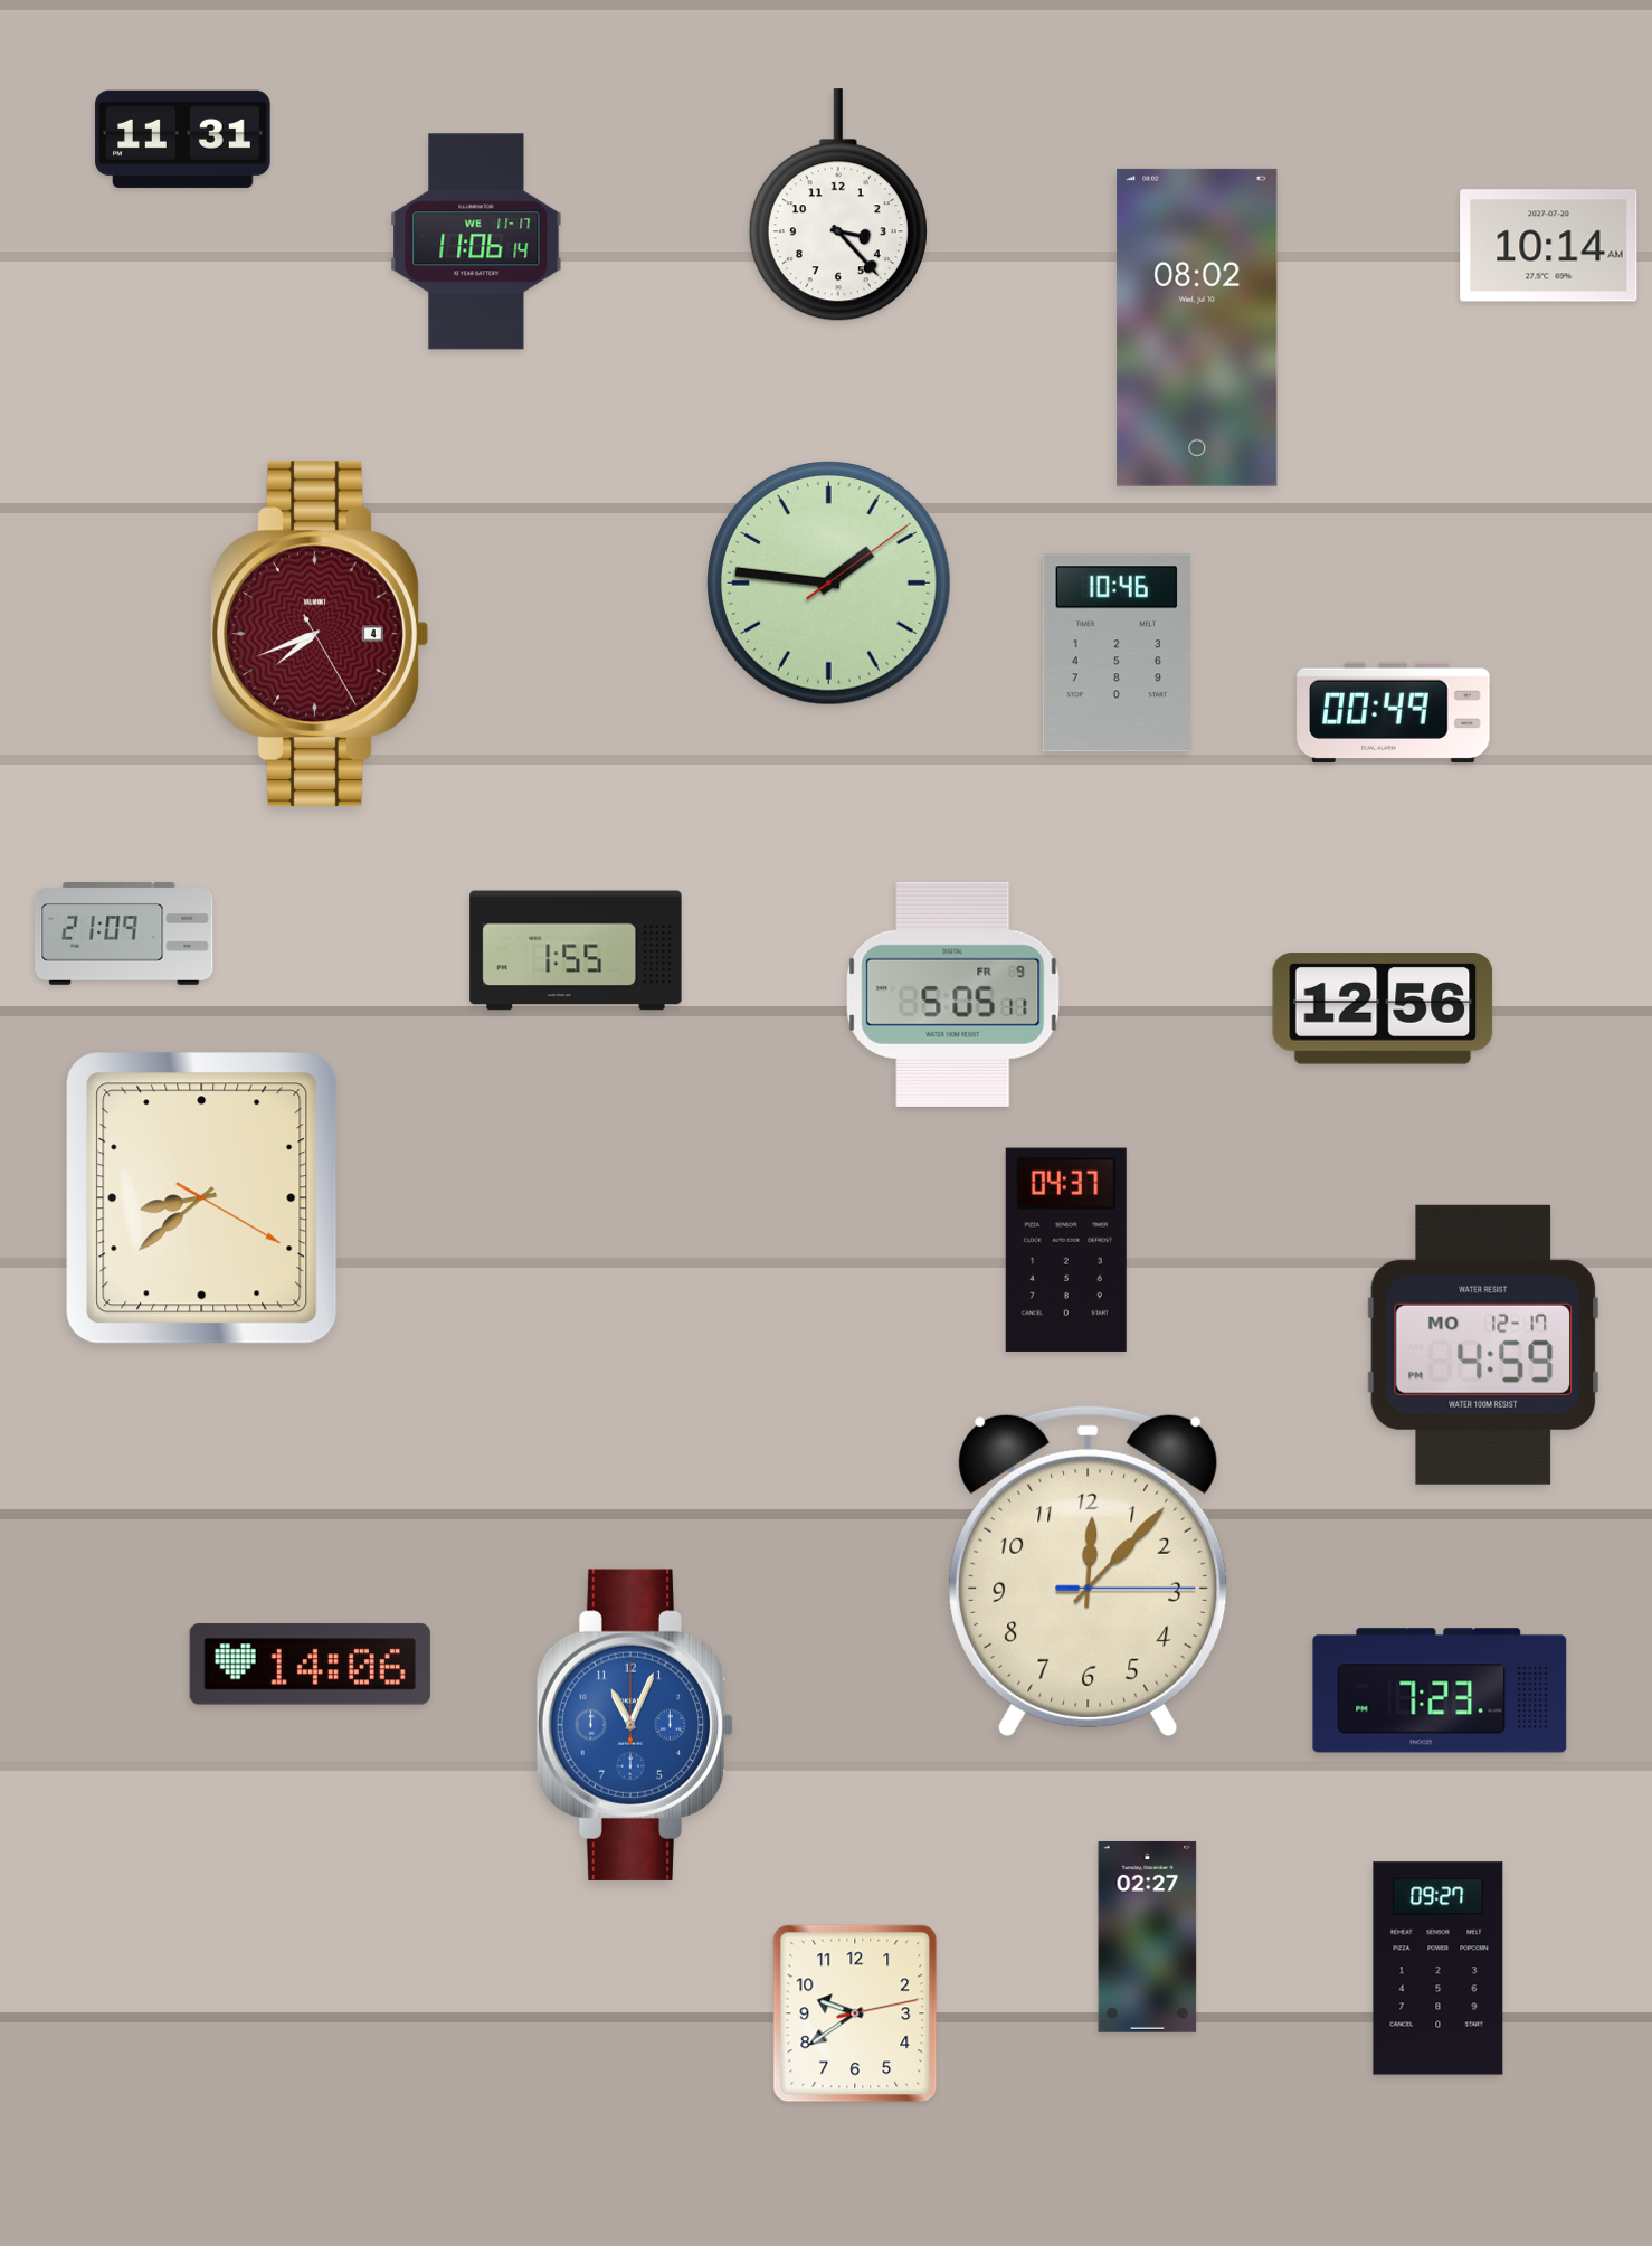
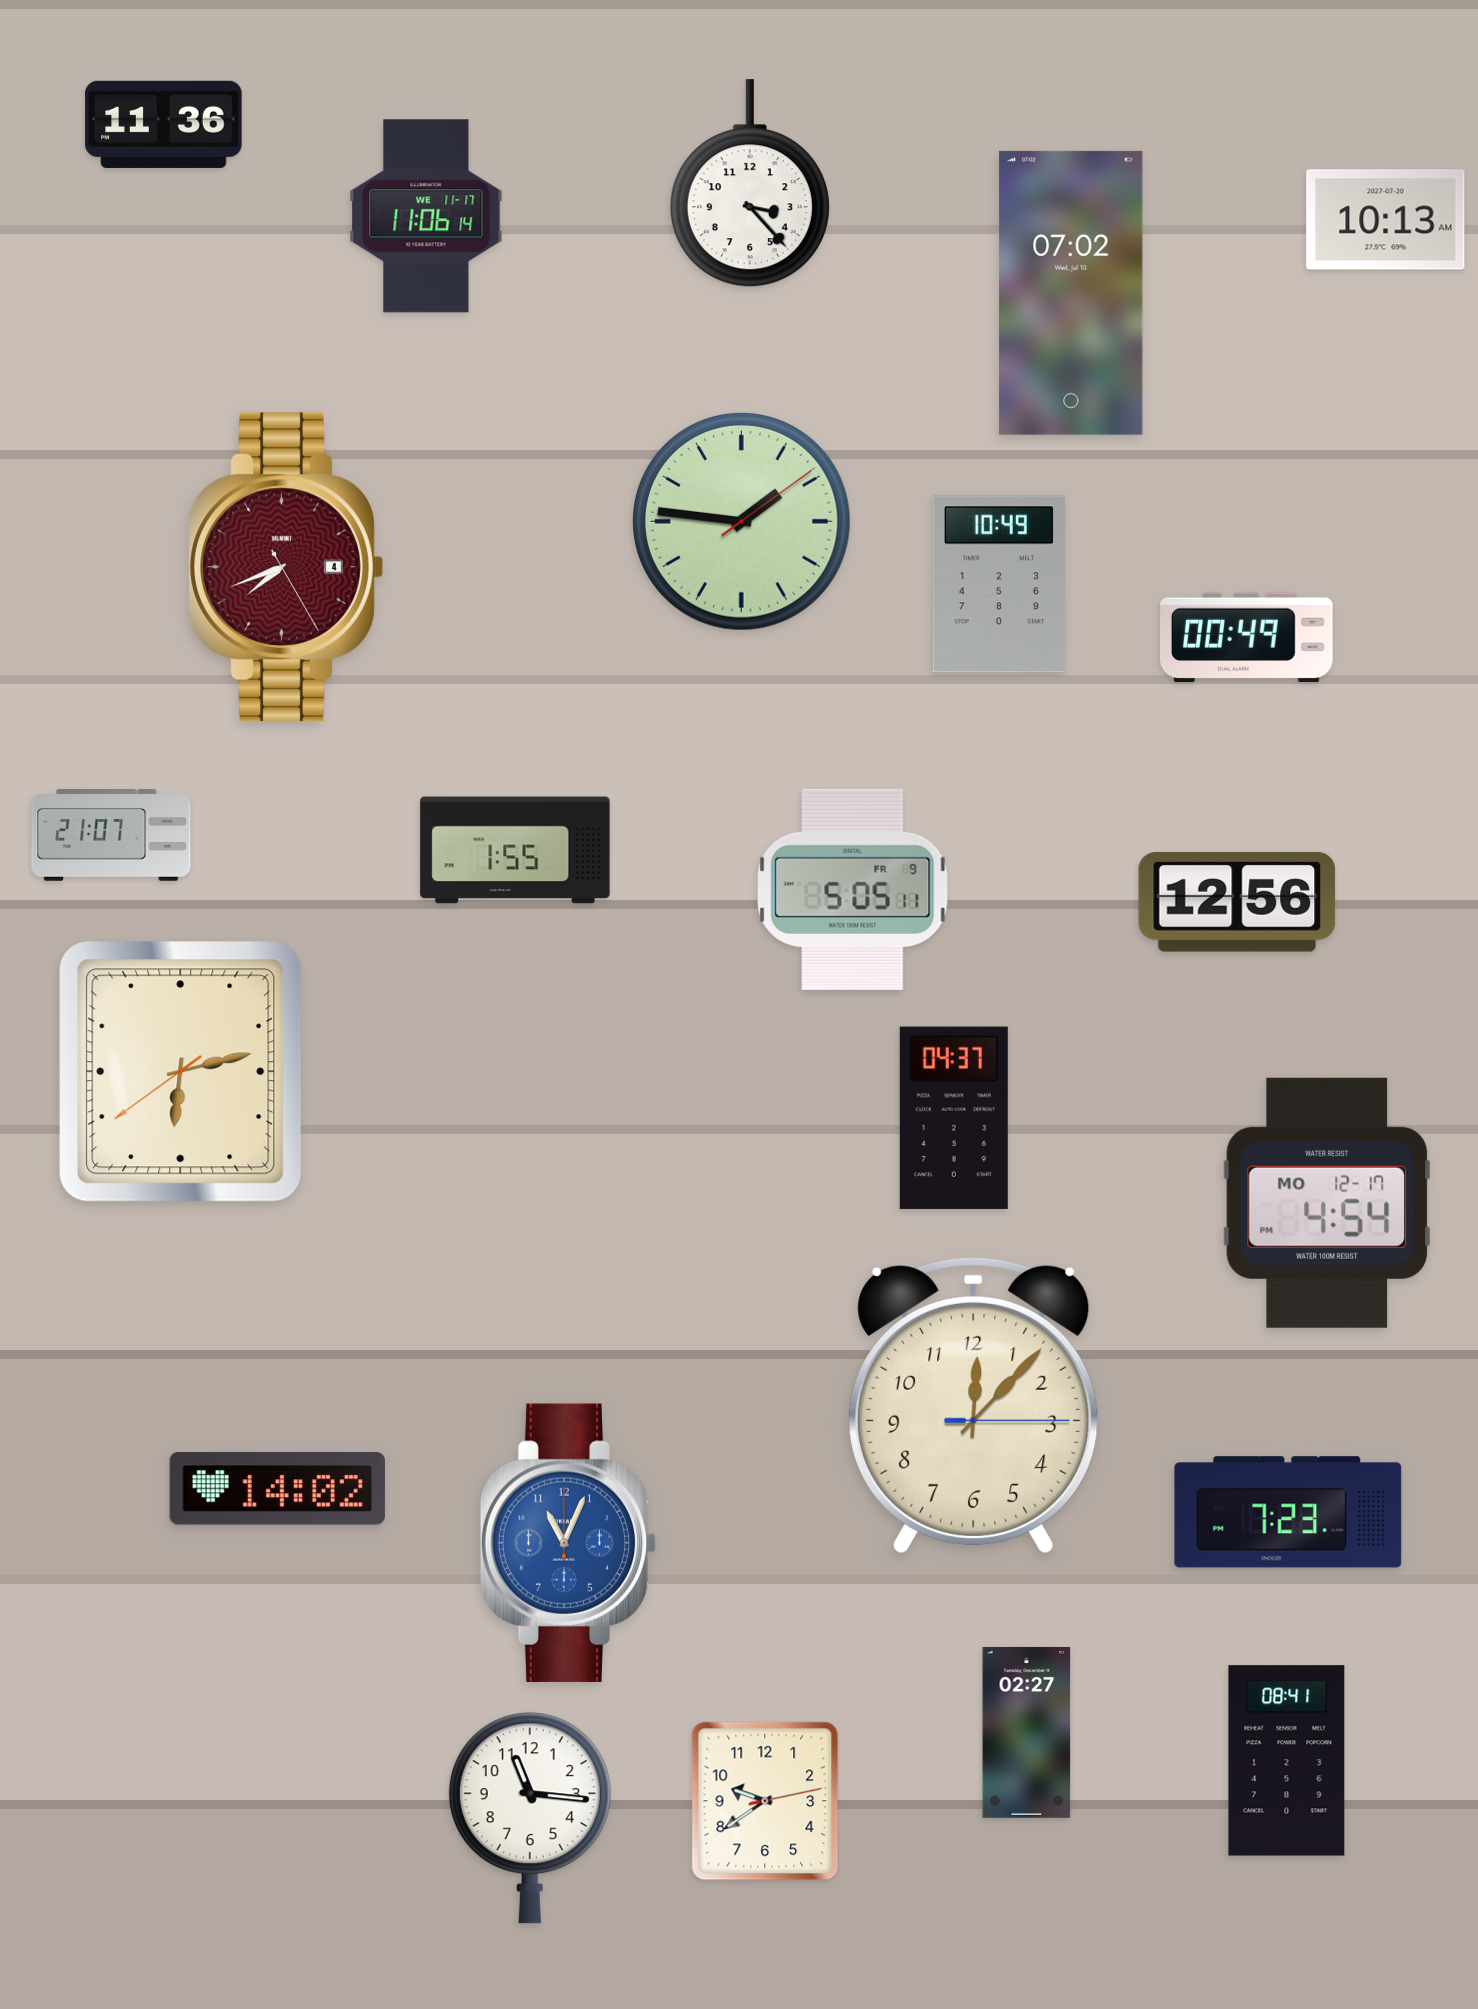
clock at (183, 139): 11:31 -> 11:36
clock at (1549, 246): 10:14 -> 10:13
clock at (1197, 328): 08:02 -> 07:02
clock at (1117, 653): 10:46 -> 10:49
clock at (124, 935): 21:09 -> 21:07
clock at (202, 1198): 8:38 -> 6:12
clock at (1483, 1345): 4:59 -> 4:54
clock at (310, 1665): 14:06 -> 14:02
clock at (1439, 1969): 09:27 -> 08:41
clock at (530, 1818): none -> 11:16
